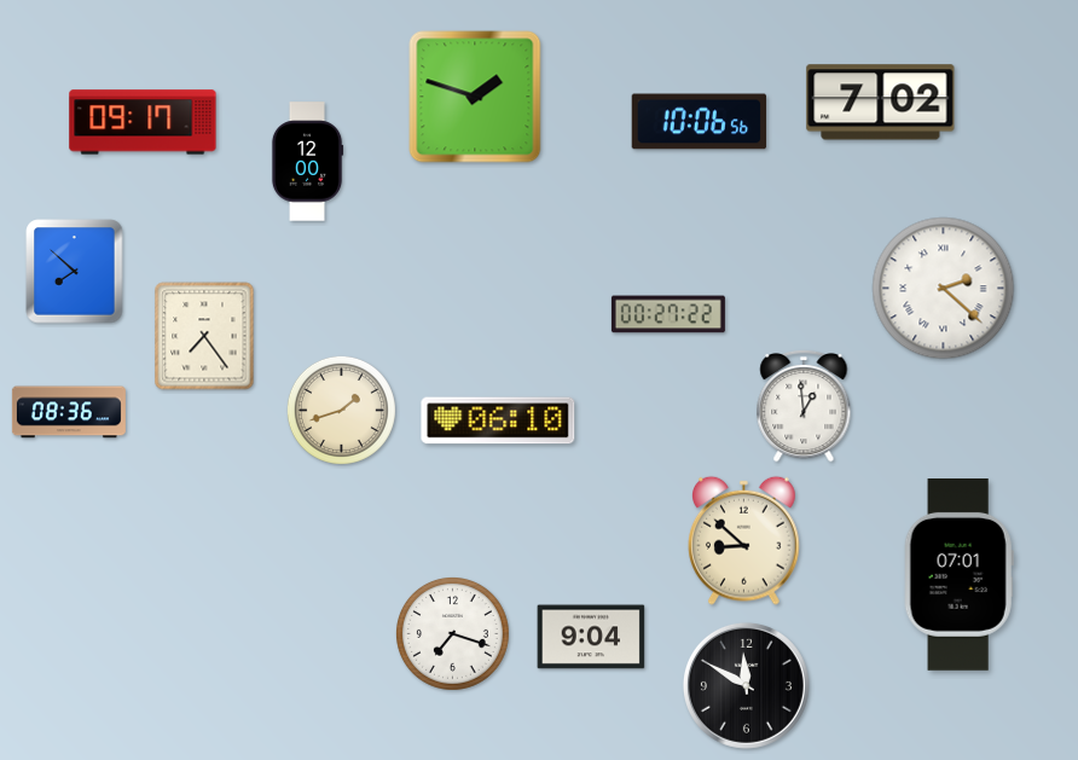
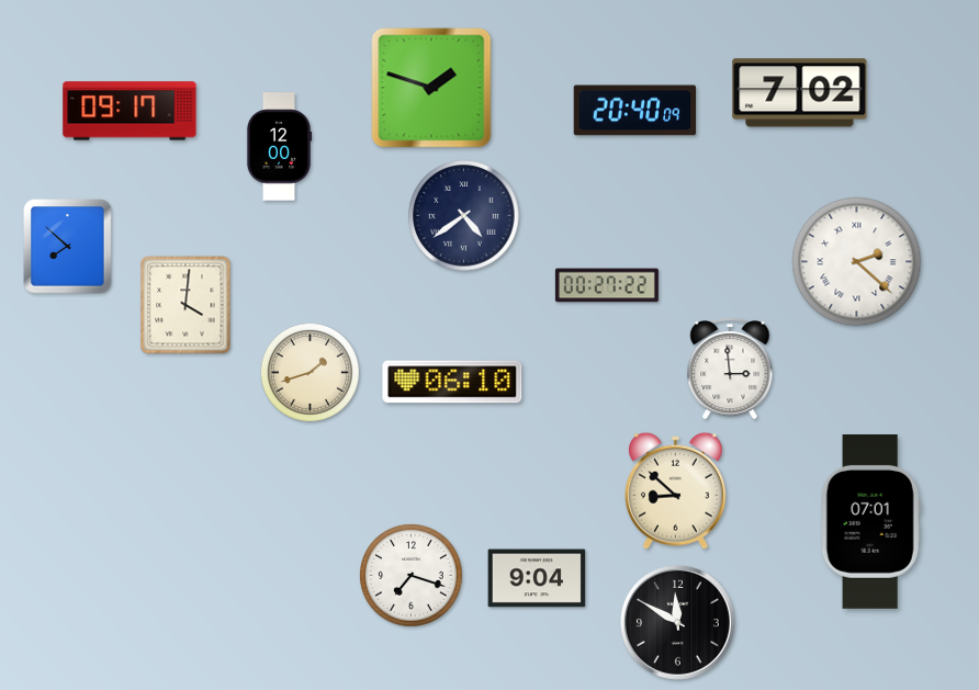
clock at (700, 122): 10:06 -> 20:40
clock at (464, 216): none -> 4:39
clock at (204, 336): 7:24 -> 4:01
clock at (804, 406): 12:59 -> 2:59
clock at (69, 412): 08:36 -> none
